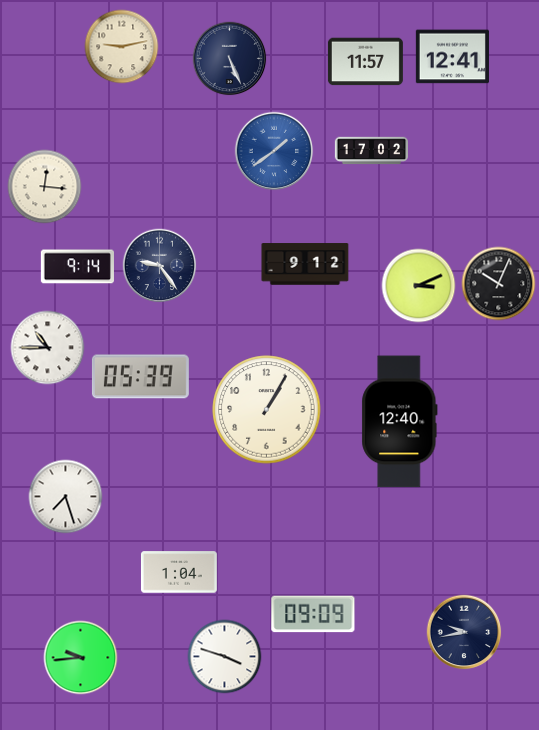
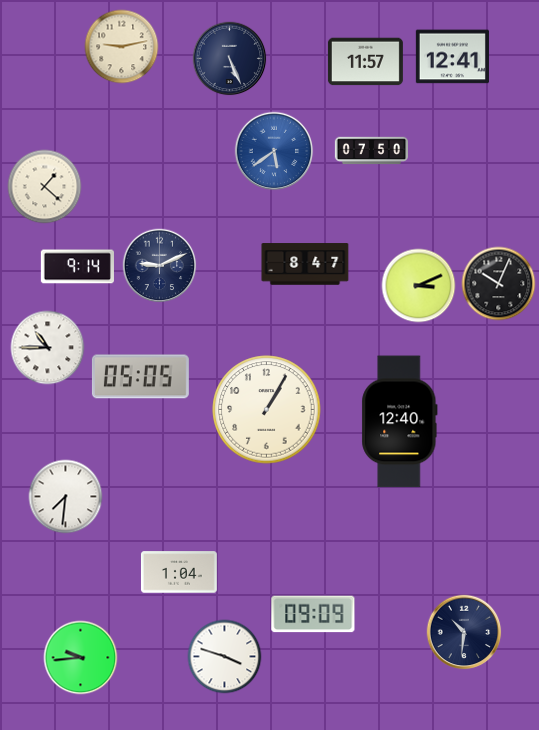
clock at (274, 151): 1:39 -> 5:39
clock at (371, 151): 17:02 -> 07:50
clock at (45, 187): 12:16 -> 1:22
clock at (305, 264): 9:12 -> 8:47
clock at (160, 266): 9:24 -> 9:11
clock at (140, 377): 05:39 -> 05:05
clock at (66, 497): 7:27 -> 7:31
clock at (464, 632): 9:43 -> 10:31
